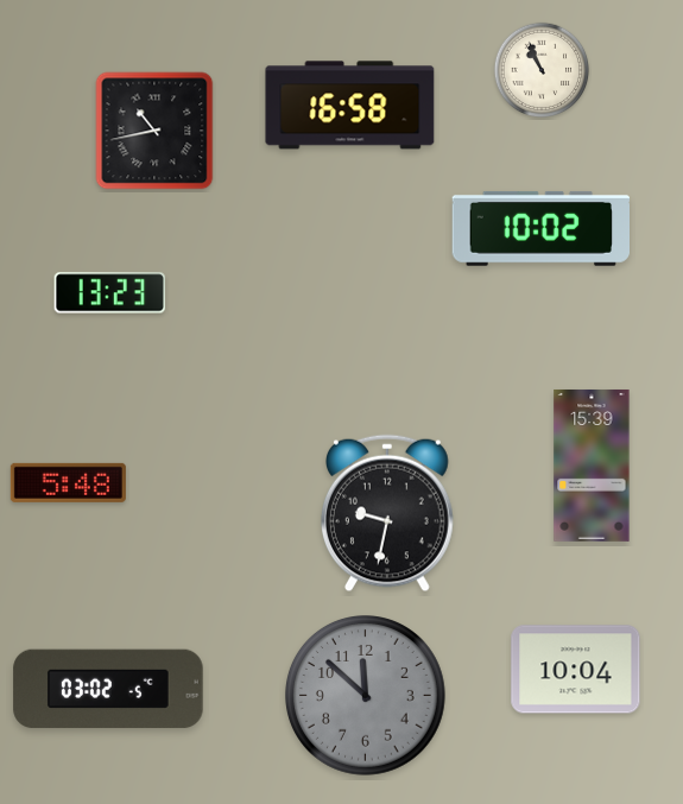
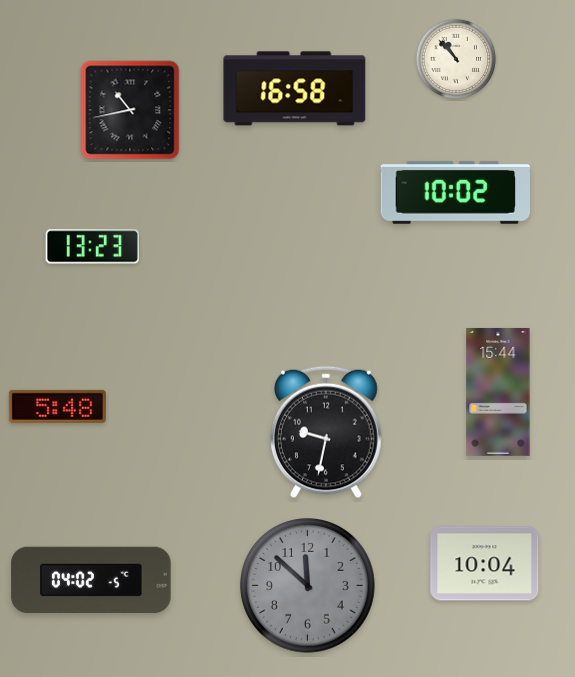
clock at (542, 70): 10:56 -> 10:53
clock at (592, 466): 15:39 -> 15:44
clock at (108, 689): 03:02 -> 04:02
